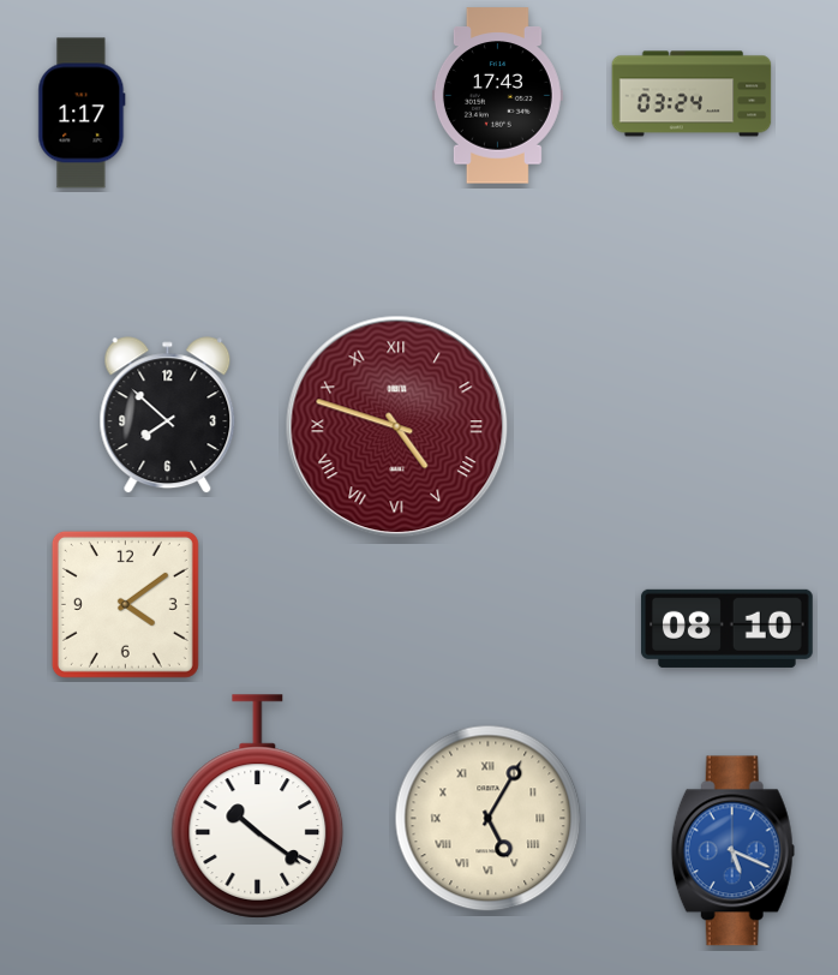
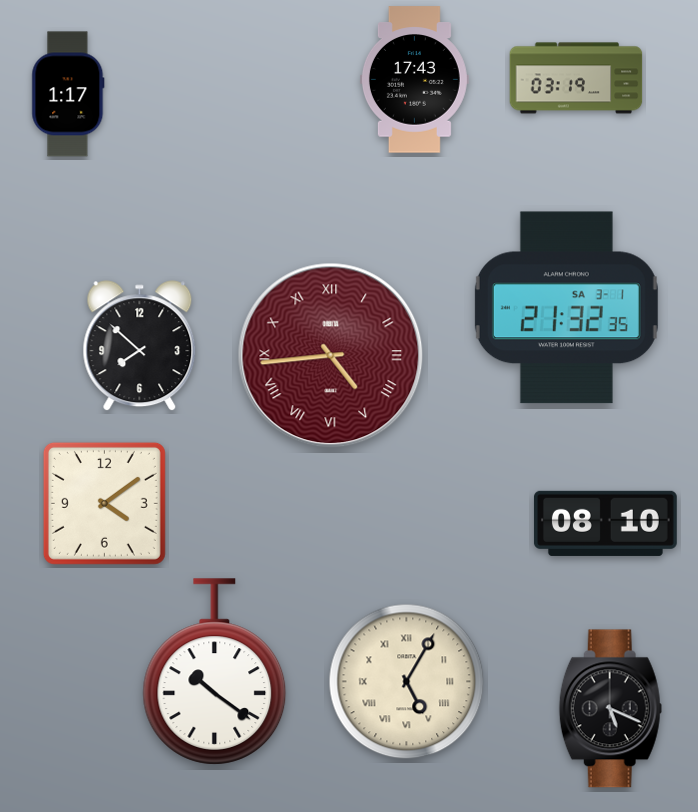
clock at (692, 94): 03:24 -> 03:19
clock at (566, 308): none -> 21:32
clock at (397, 427): 4:48 -> 4:44
clock at (732, 851) dial: blue -> black
